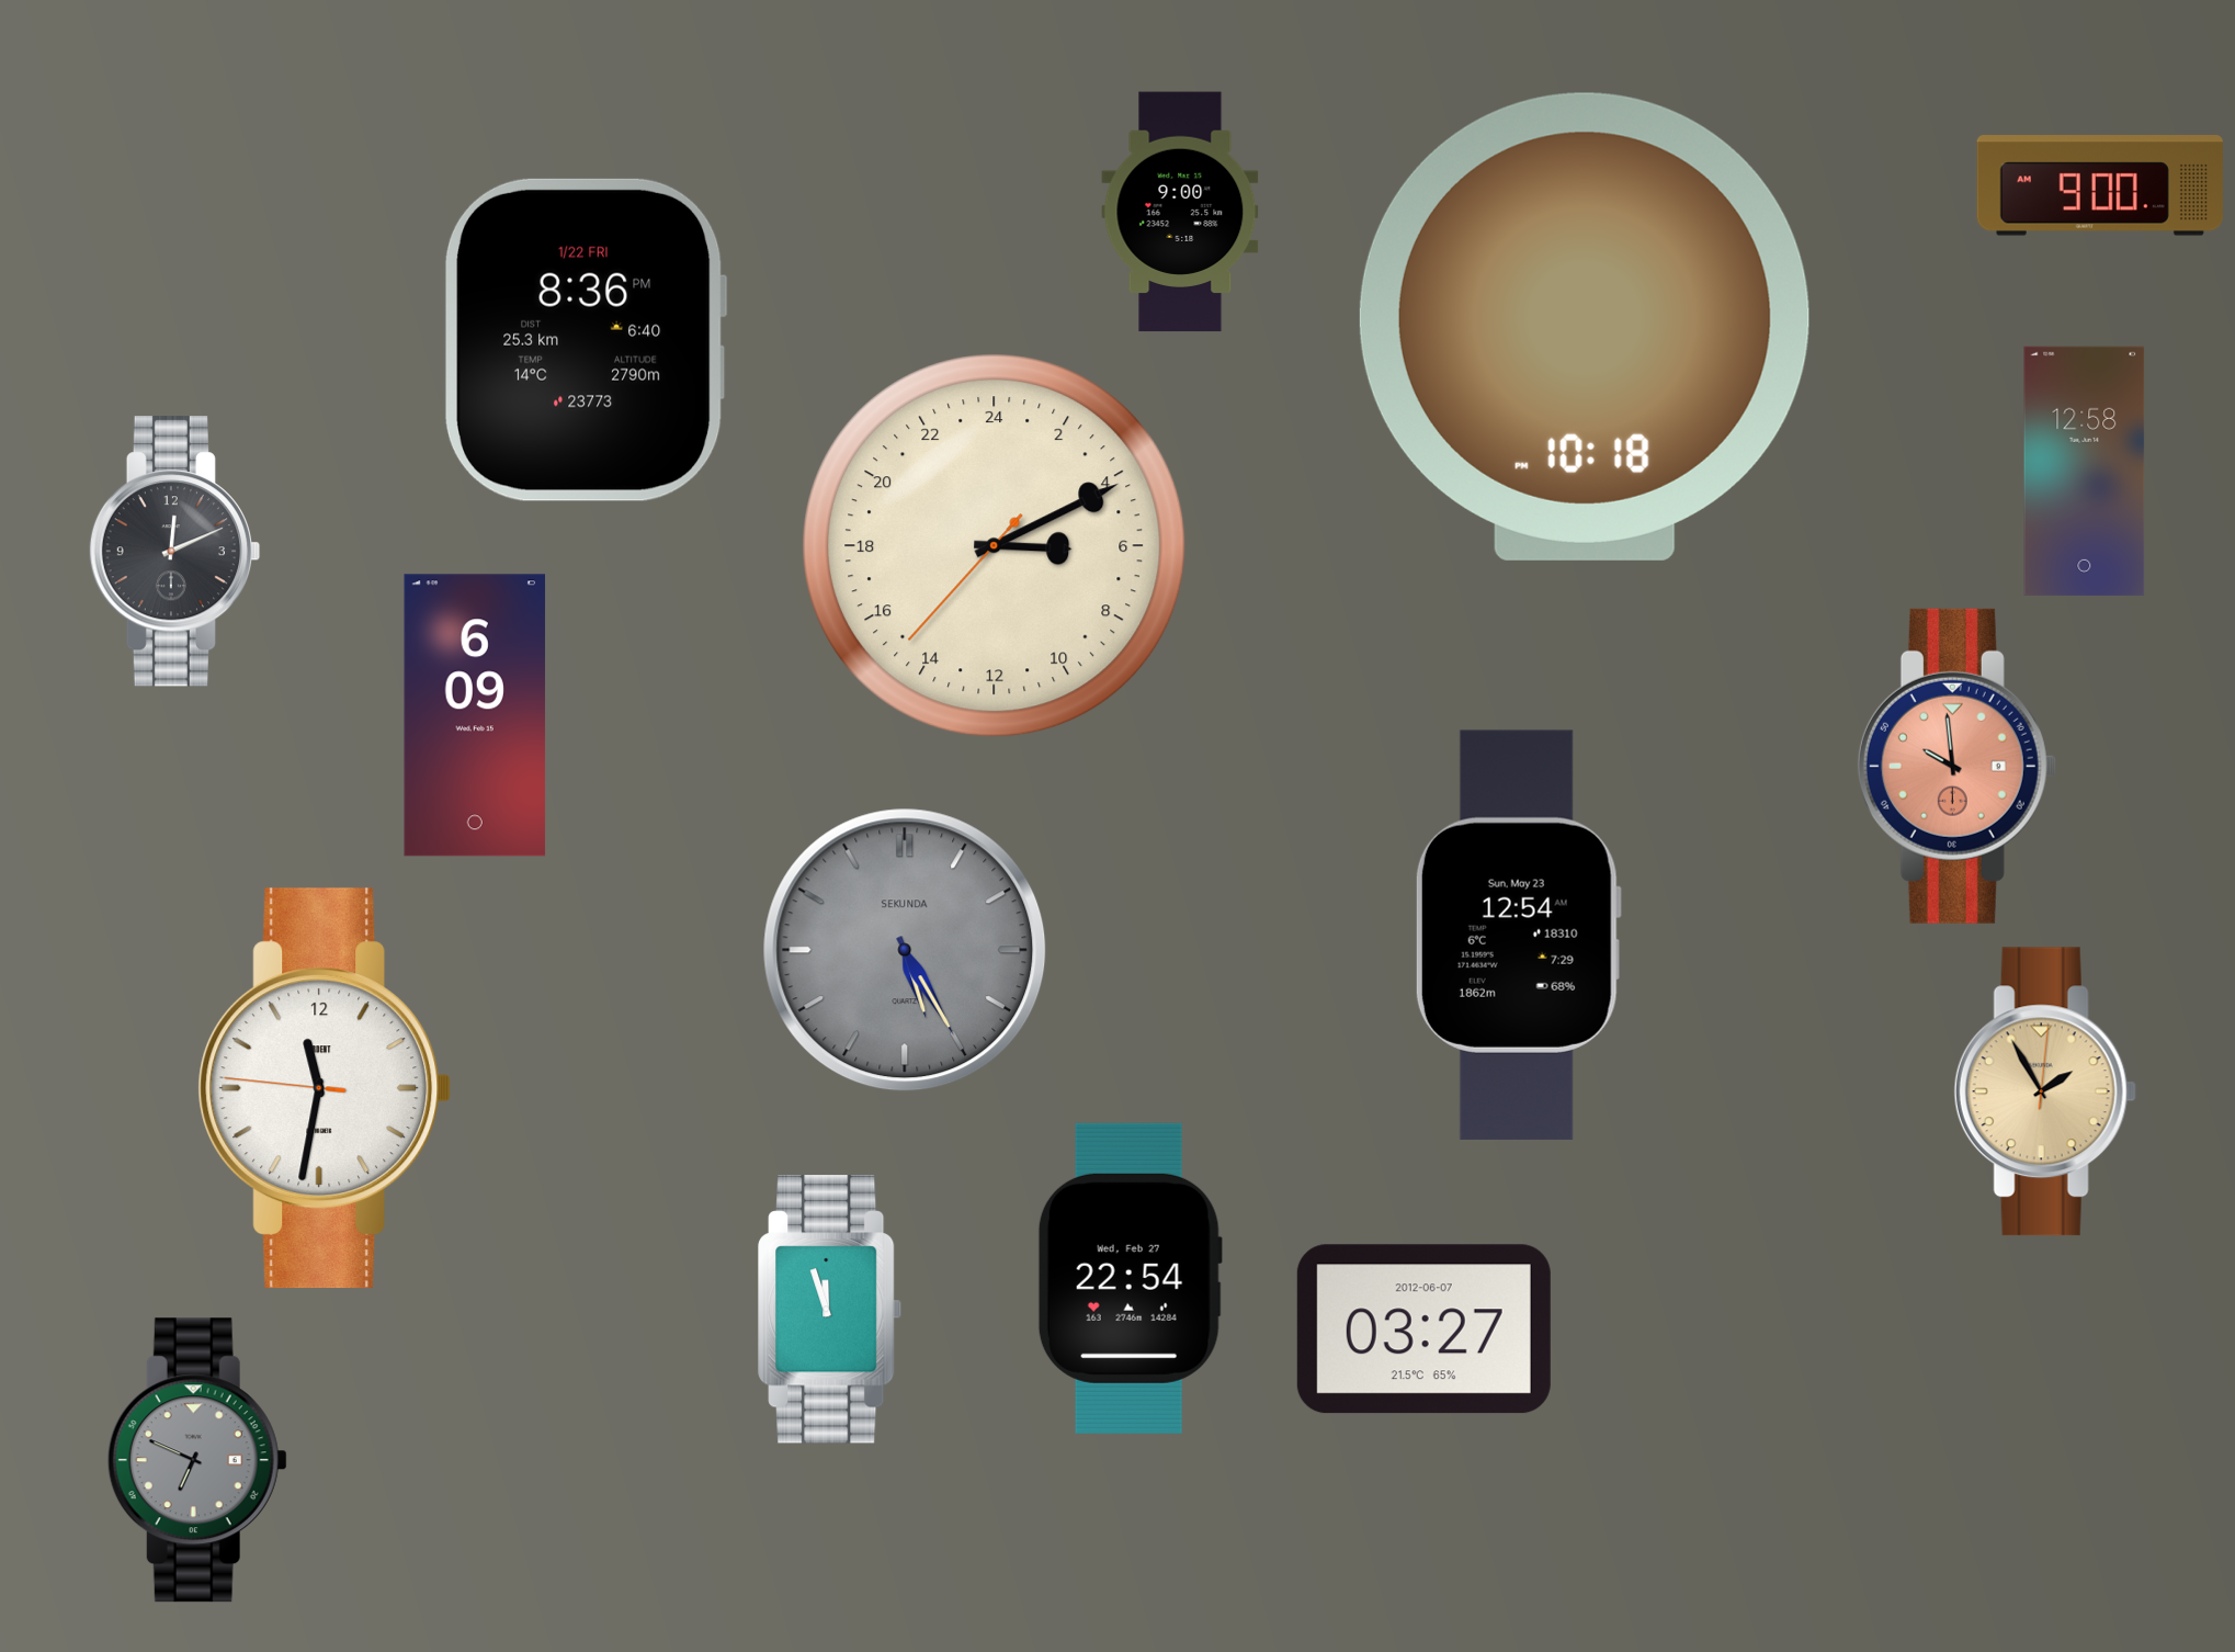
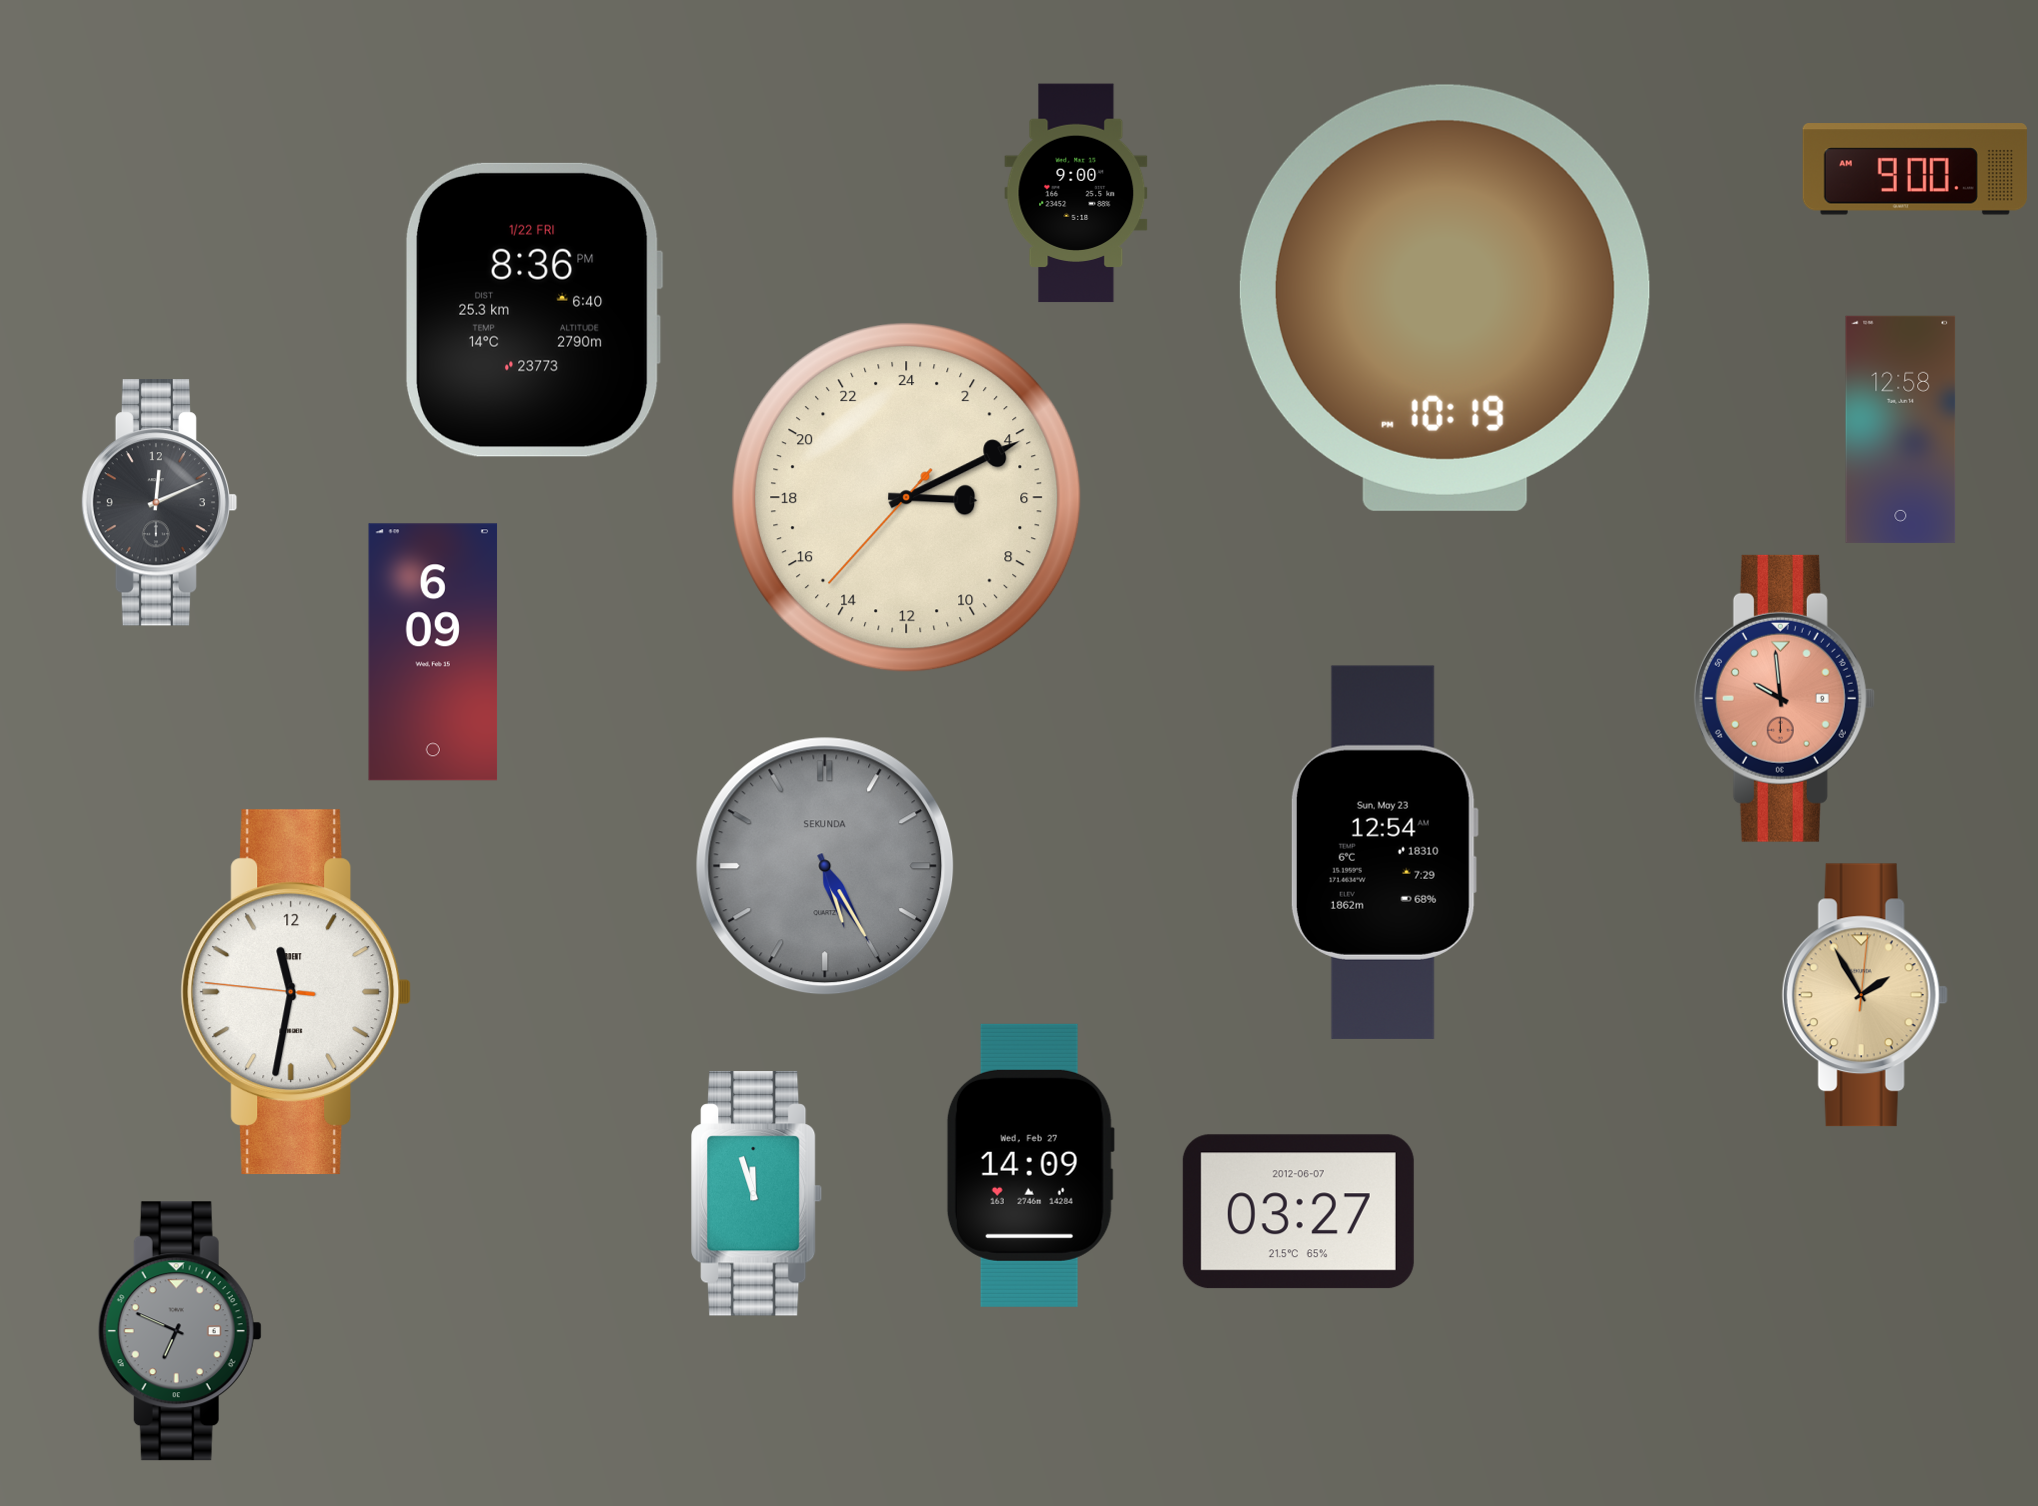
clock at (1585, 327): 10:18 -> 10:19
clock at (1130, 1278): 22:54 -> 14:09
